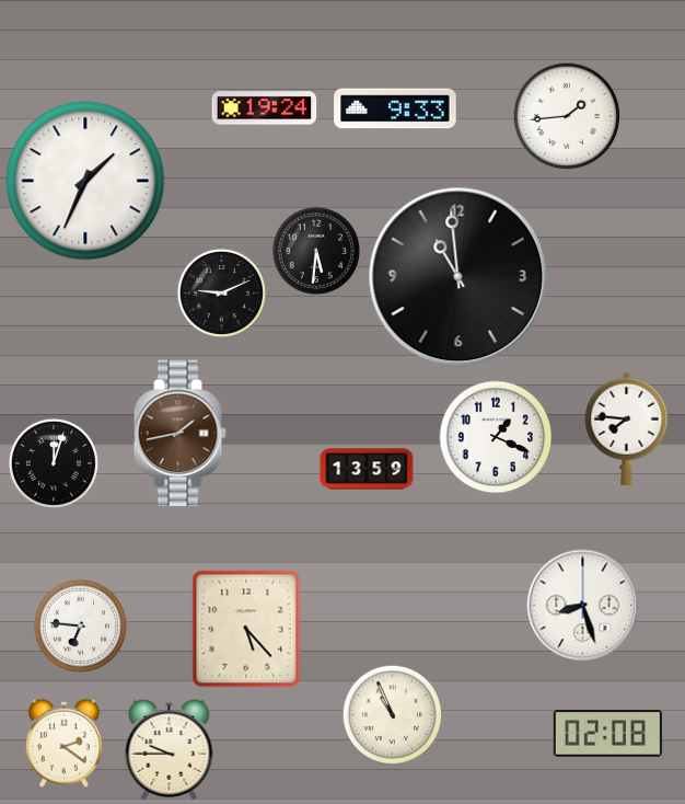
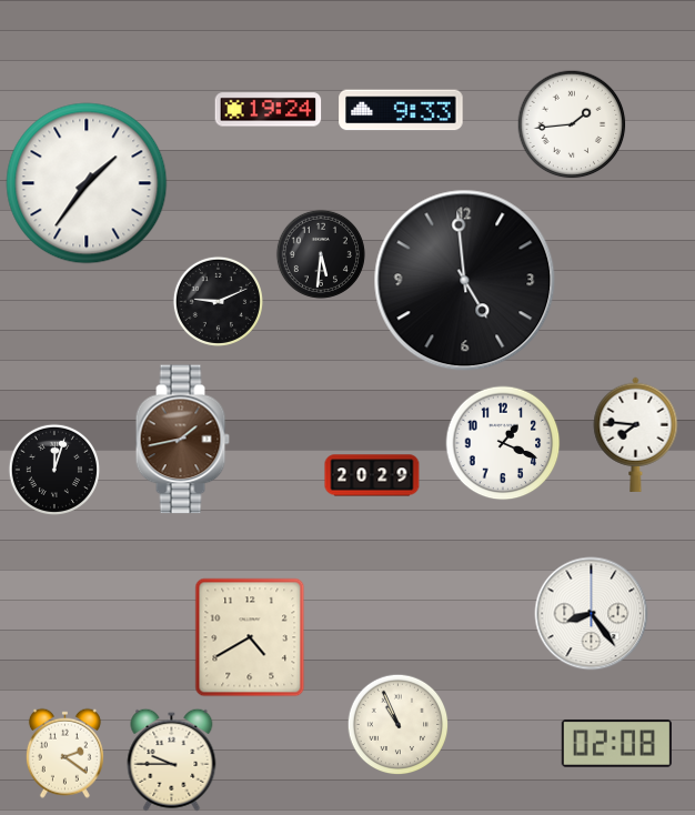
clock at (567, 116) position: (567, 116) -> (572, 124)
clock at (85, 181): 1:34 -> 1:36
clock at (458, 277): 10:59 -> 4:59
clock at (221, 292) position: (221, 292) -> (218, 301)
clock at (367, 469): 13:59 -> 20:29
clock at (583, 606): 8:27 -> 8:24
clock at (80, 625): 6:46 -> none
clock at (246, 629): 5:23 -> 4:40
